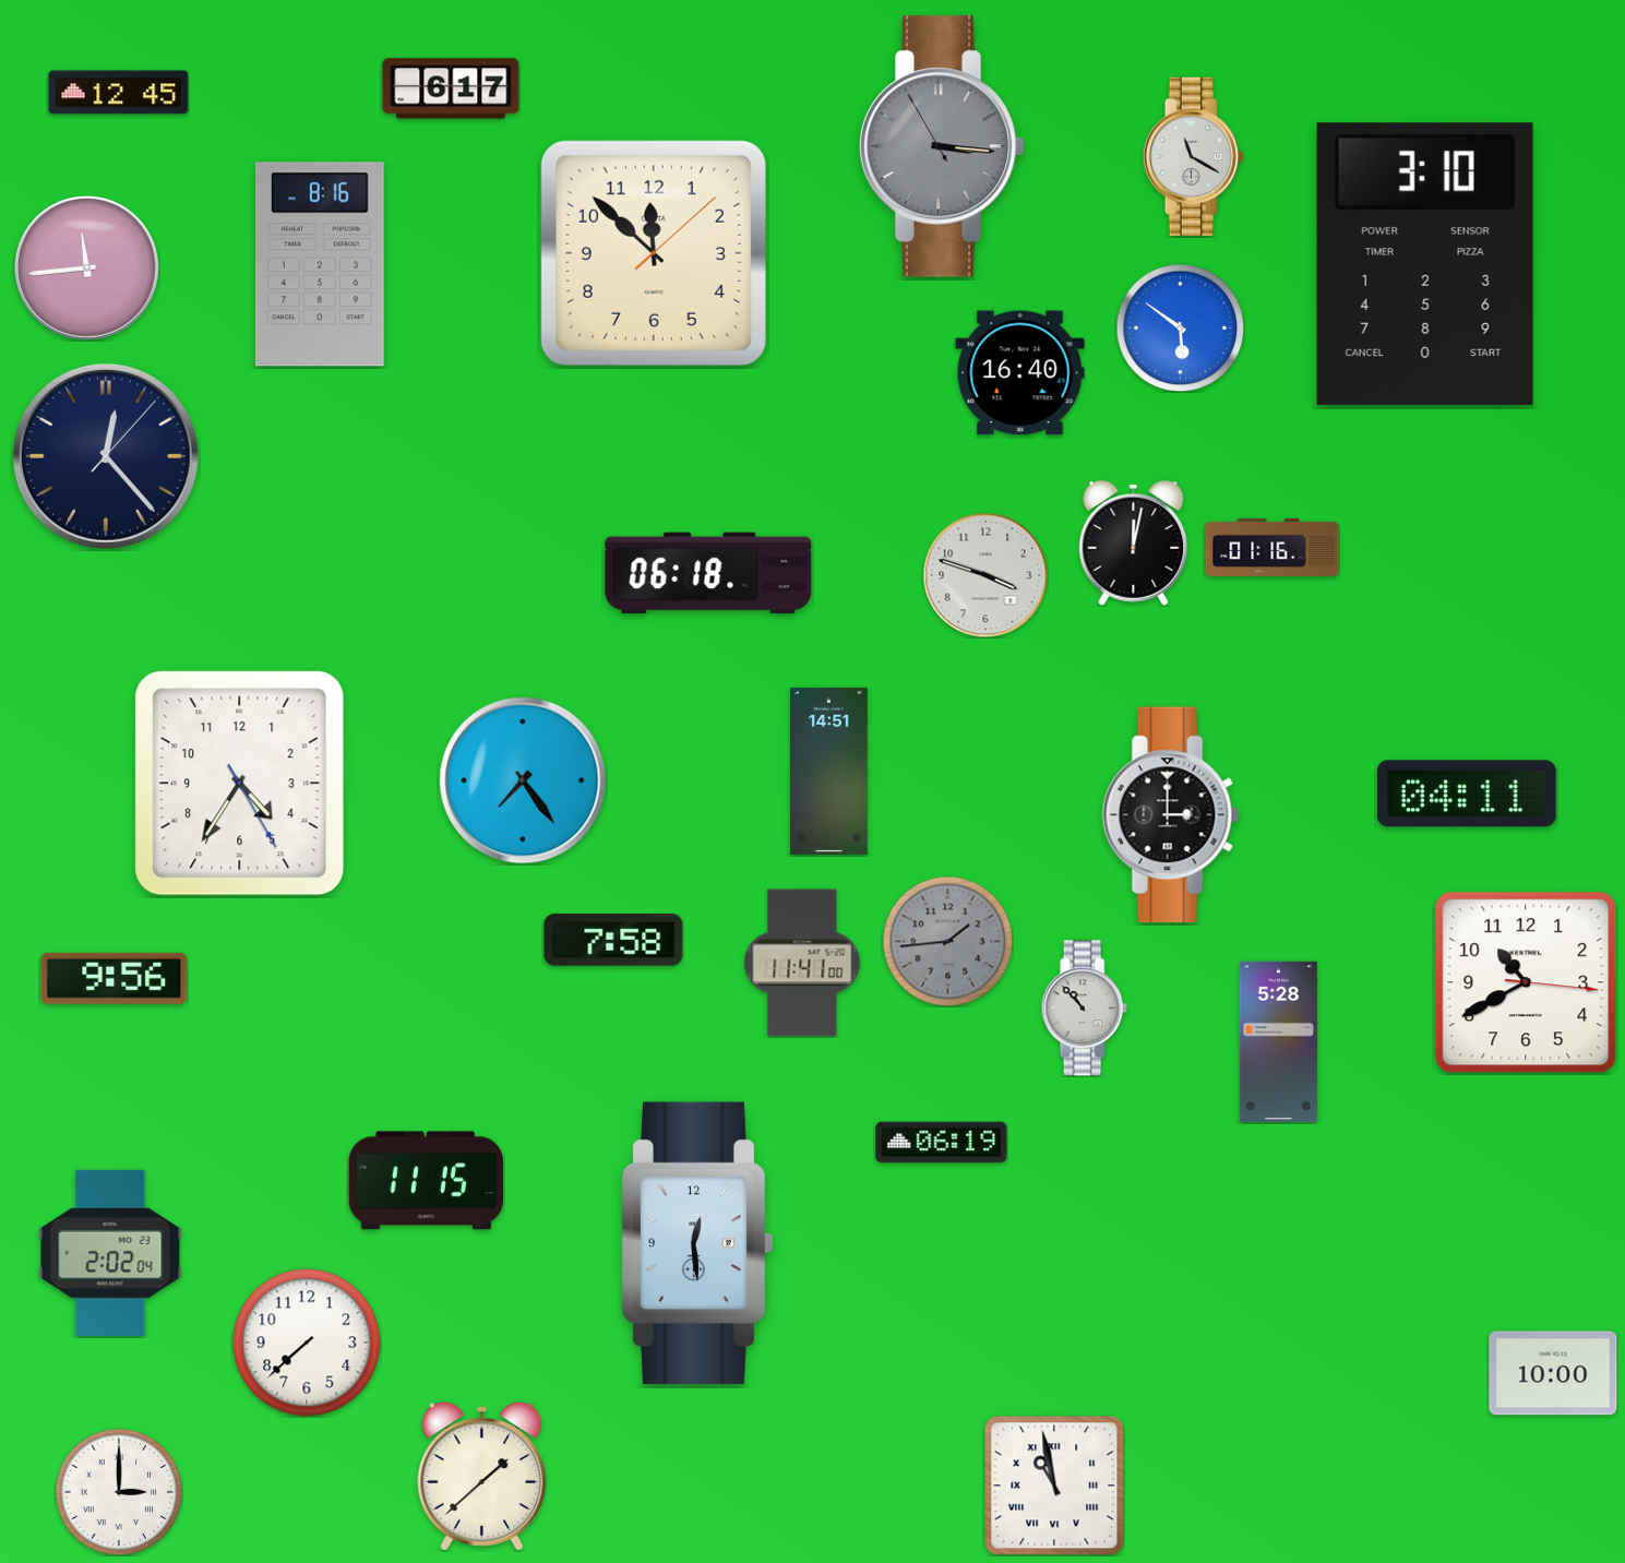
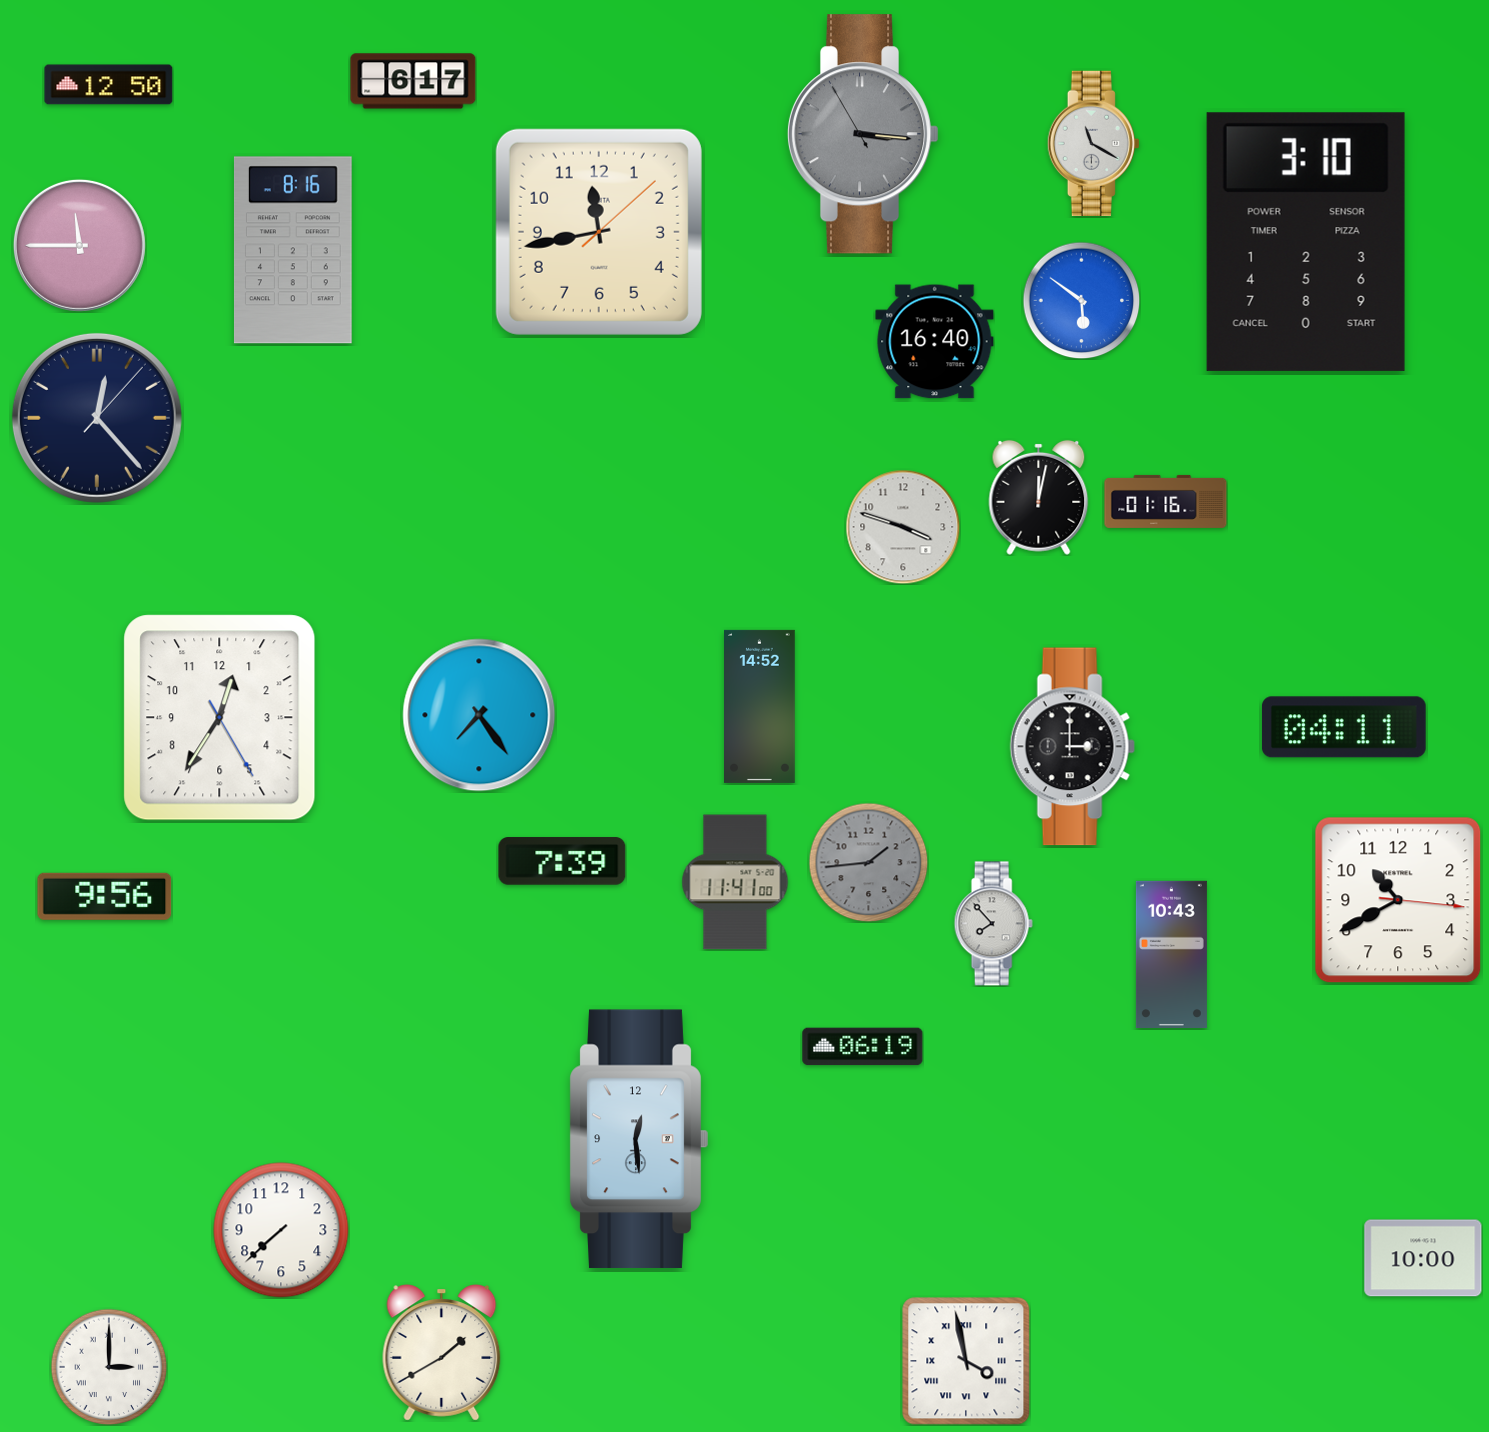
clock at (119, 93): 12:45 -> 12:50
clock at (654, 253): 11:52 -> 11:43
clock at (320, 264) position: (320, 264) -> (293, 250)
clock at (86, 267): 11:44 -> 11:45
clock at (708, 573): 06:18 -> none
clock at (829, 771): 14:51 -> 14:52
clock at (240, 784): 4:35 -> 12:35
clock at (613, 940): 7:58 -> 7:39
clock at (1084, 1009): 10:53 -> 7:53
clock at (1278, 1041): 5:28 -> 10:43
clock at (427, 1181): 11:15 -> none
clock at (110, 1253): 2:02 -> none
clock at (482, 1477): 1:38 -> 1:40
clock at (1054, 1486): 10:58 -> 3:58
